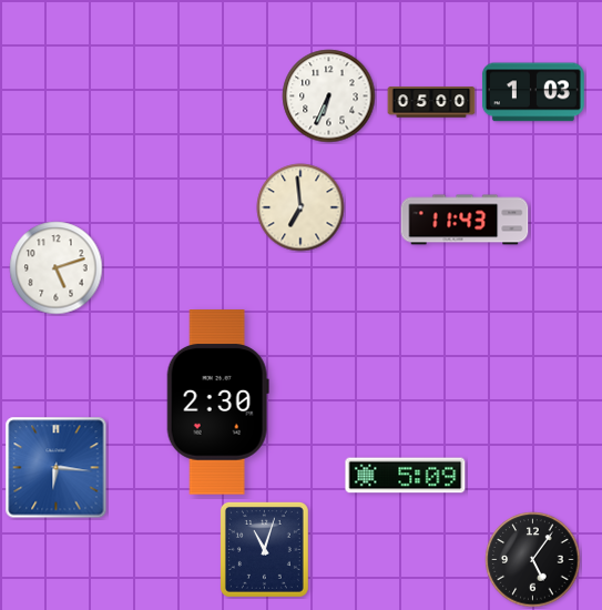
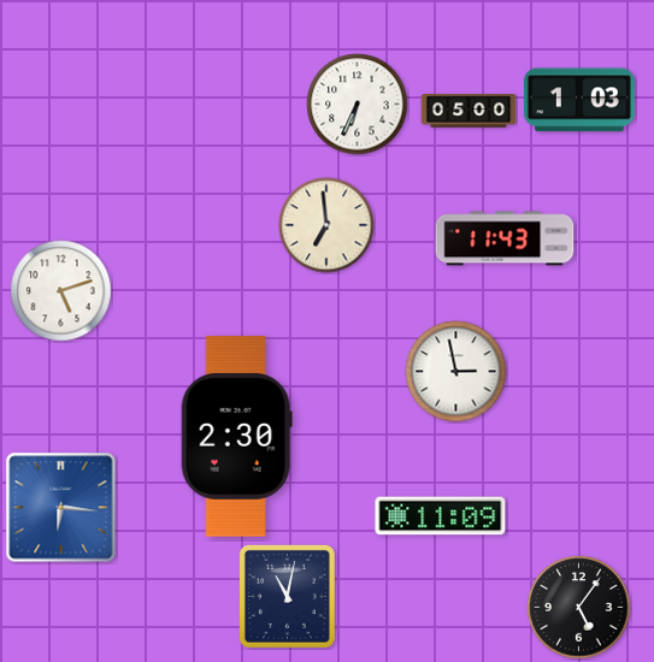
clock at (456, 372): none -> 2:58
clock at (406, 476): 5:09 -> 11:09
clock at (264, 549): 11:03 -> 11:02
